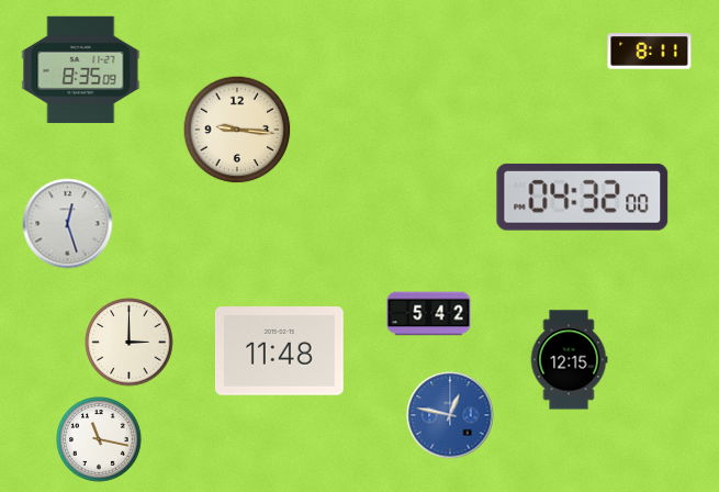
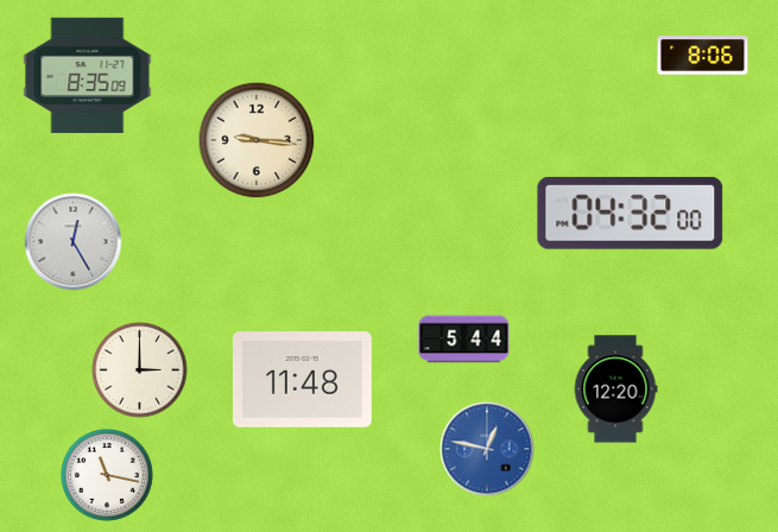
clock at (650, 52): 8:11 -> 8:06
clock at (68, 224): 12:27 -> 12:25
clock at (429, 314): 5:42 -> 5:44
clock at (569, 360): 12:15 -> 12:20
